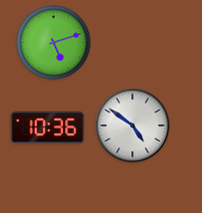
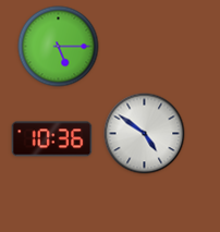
clock at (54, 43): 5:12 -> 5:15
clock at (133, 126) position: (133, 126) -> (145, 134)
